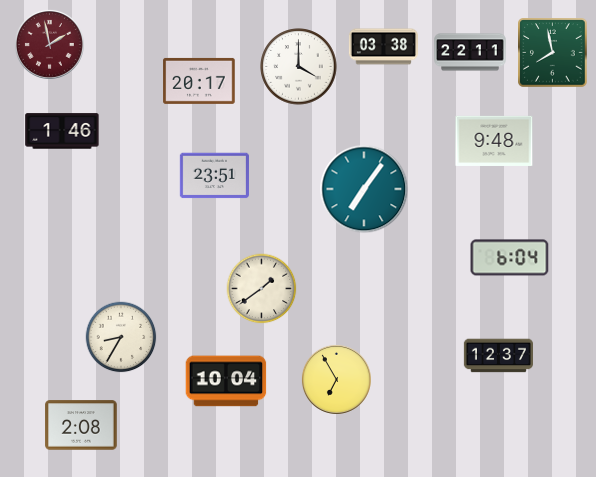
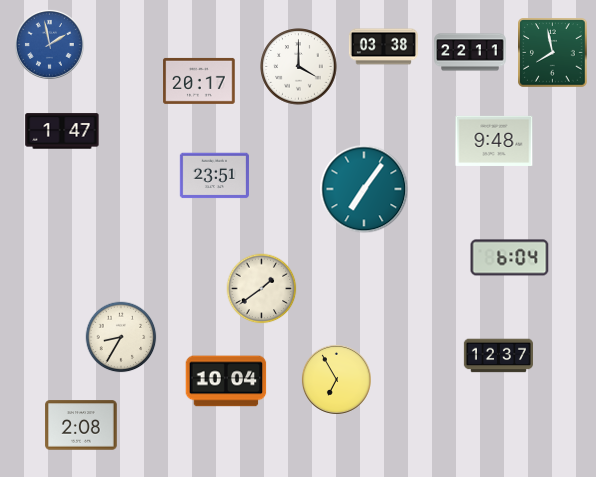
clock at (49, 44) dial: burgundy -> blue
clock at (62, 131): 1:46 -> 1:47
